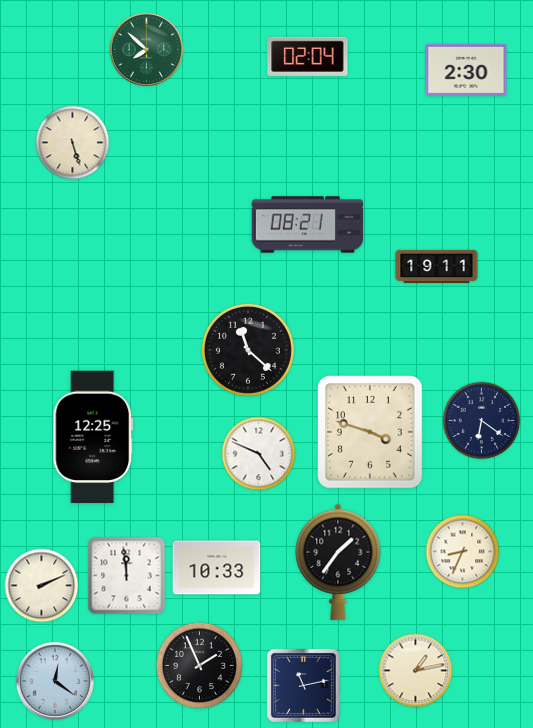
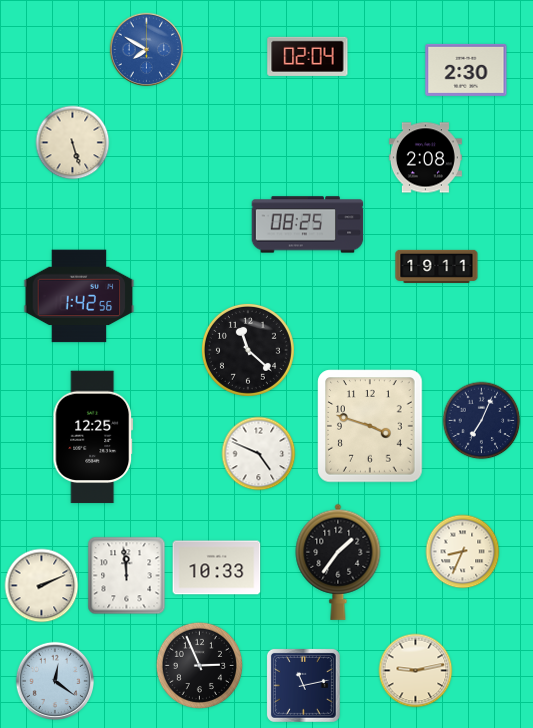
clock at (147, 50): 7:52 -> 7:50
clock at (147, 50) dial: green -> blue
clock at (425, 158): none -> 2:08
clock at (308, 225): 08:21 -> 08:25
clock at (79, 296): none -> 1:42
clock at (482, 421): 6:21 -> 7:04
clock at (370, 432) position: (370, 432) -> (370, 426)
clock at (199, 665): 1:56 -> 2:56
clock at (416, 671): 1:13 -> 9:13
